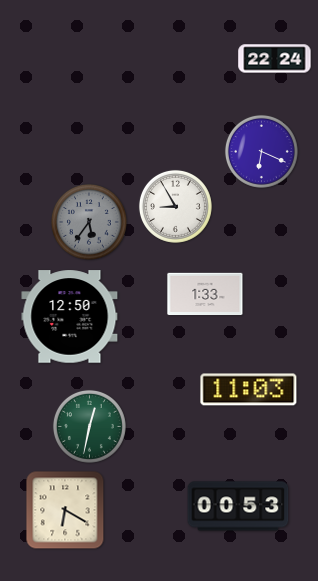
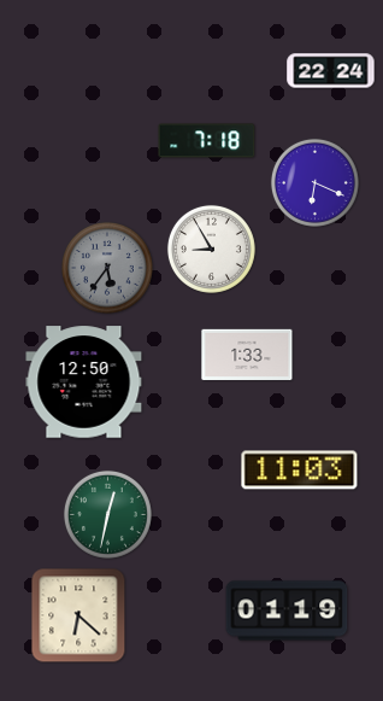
clock at (207, 141): none -> 7:18
clock at (238, 506): 00:53 -> 01:19
clock at (65, 510): 6:20 -> 6:22
